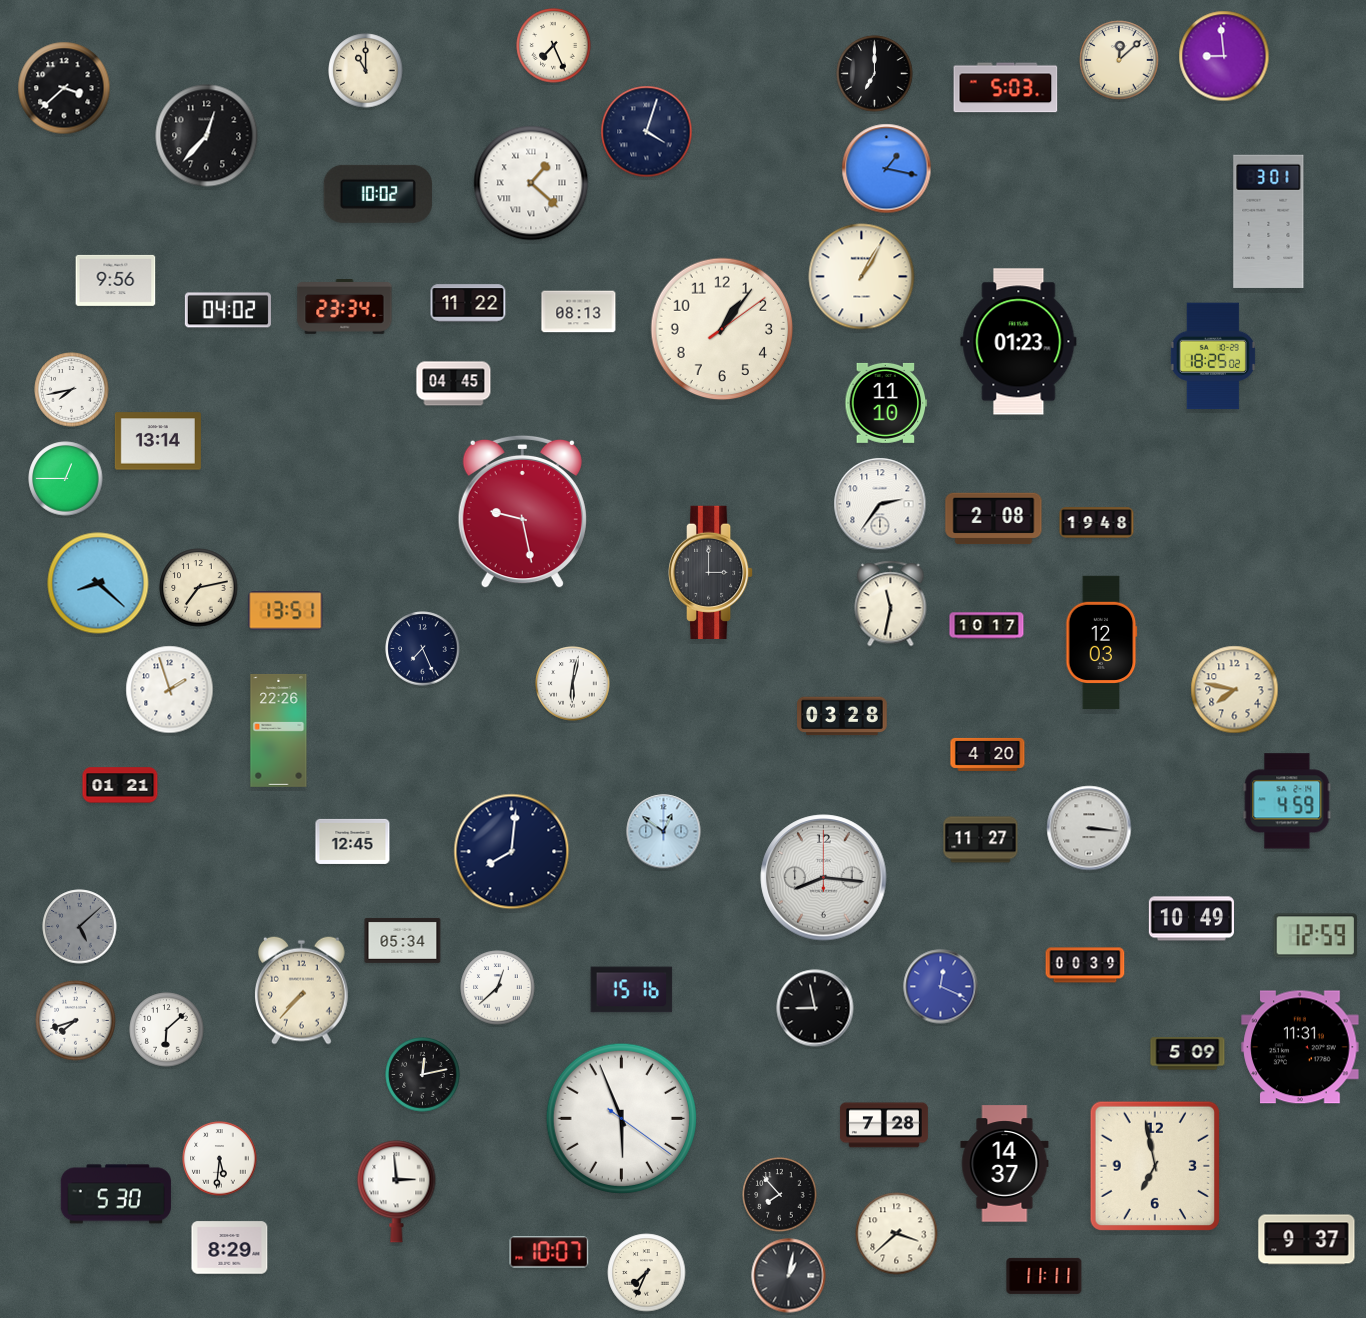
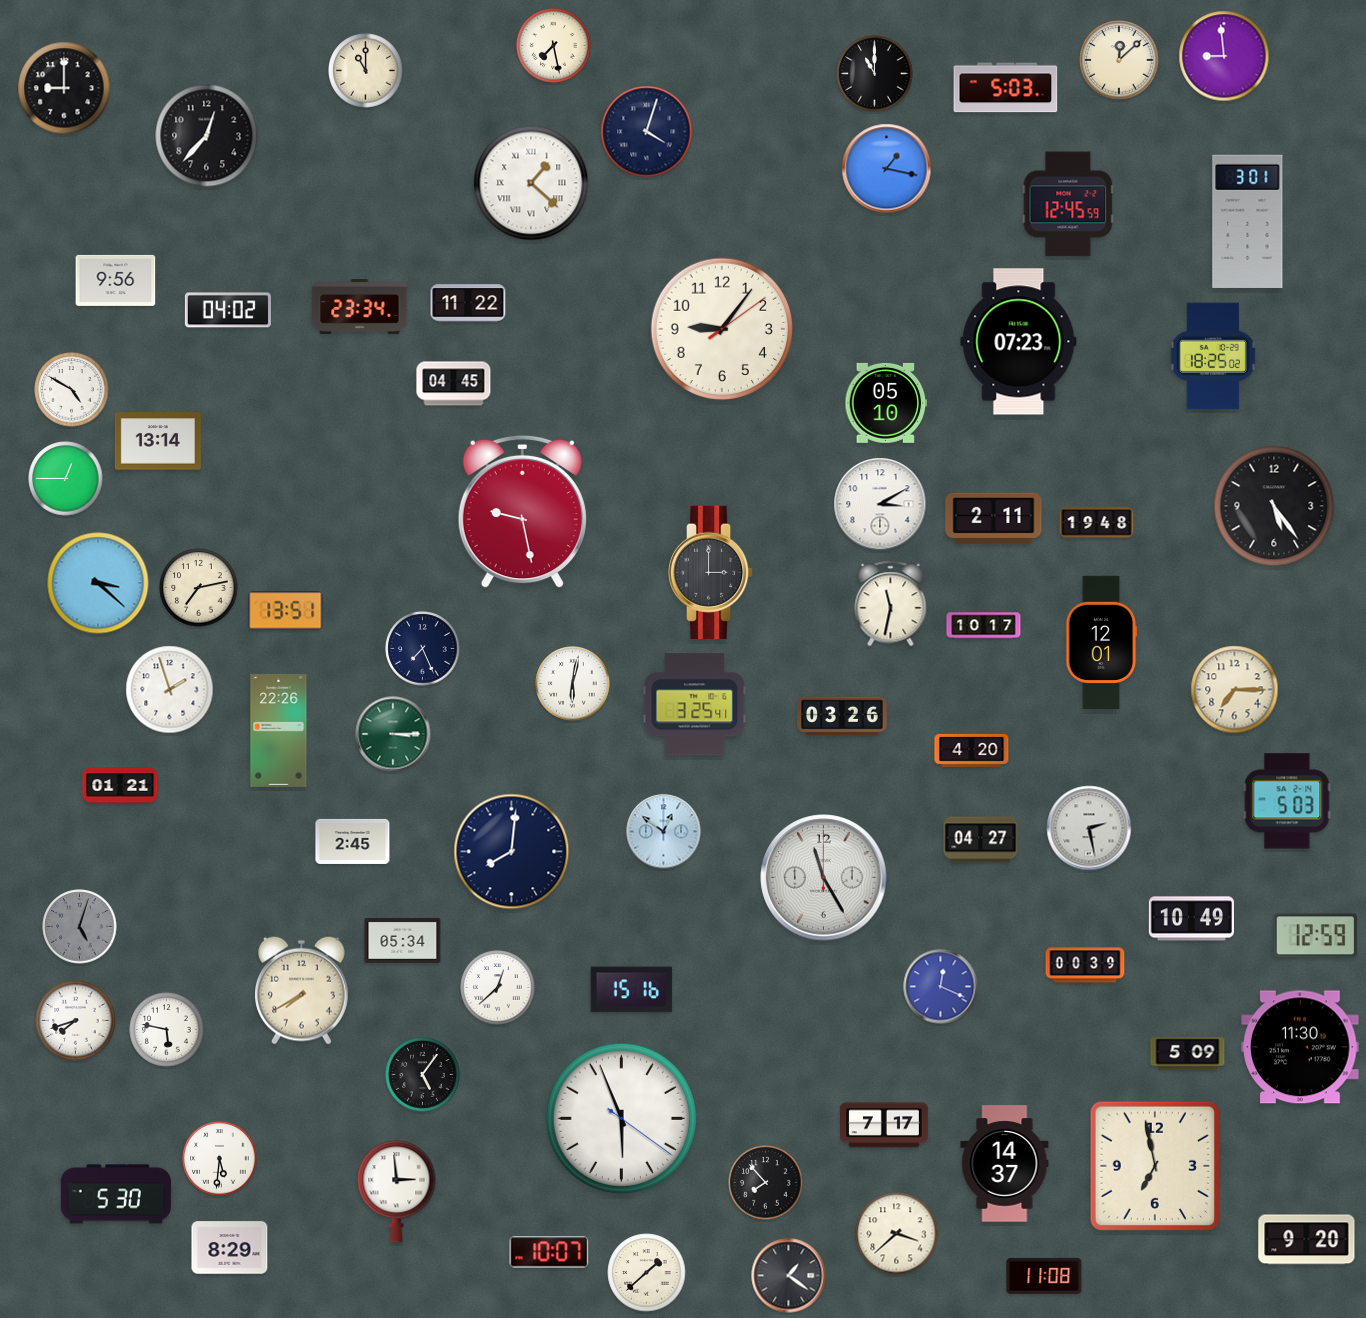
clock at (554, 46): 7:26 -> 7:28
clock at (875, 74): 7:00 -> 11:00
clock at (64, 88): 3:38 -> 9:00
clock at (378, 194): 10:02 -> none
clock at (1068, 204): none -> 12:45
clock at (1269, 221) position: (1269, 221) -> (1248, 221)
clock at (862, 277): 1:05 -> none
clock at (345, 307) position: (345, 307) -> (360, 307)
clock at (579, 312): 08:13 -> none
clock at (722, 329): 1:06 -> 9:06
clock at (1019, 342): 01:23 -> 07:23
clock at (72, 390): 7:43 -> 4:50
clock at (886, 403): 11:10 -> 05:10
clock at (880, 504): 2:36 -> 3:10
clock at (1274, 506): none -> 5:24
clock at (994, 519): 2:08 -> 2:11
clock at (98, 583): 8:22 -> 3:22
clock at (987, 626) position: (987, 626) -> (984, 626)
clock at (1102, 643): 12:03 -> 12:01
clock at (1235, 690): 7:47 -> 7:15
clock at (695, 705): none -> 3:25
clock at (842, 716): 03:28 -> 03:26
clock at (393, 734): none -> 3:15
clock at (988, 754) position: (988, 754) -> (972, 750)
clock at (1287, 801): 4:59 -> 5:03
clock at (1089, 828): 3:16 -> 2:28
clock at (981, 840): 11:27 -> 04:27
clock at (353, 841): 12:45 -> 2:45
clock at (824, 878): 8:16 -> 11:25
clock at (80, 927): 5:08 -> 5:03
clock at (302, 990): 7:37 -> 7:40
clock at (815, 1008): 8:58 -> none
clock at (167, 1030): 6:08 -> 5:47
clock at (1300, 1047): 11:31 -> 11:30
clock at (423, 1075): 12:13 -> 5:06
clock at (884, 1125): 7:28 -> 7:17
clock at (780, 1195) position: (780, 1195) -> (766, 1183)
clock at (1307, 1240): 9:37 -> 9:20
clock at (647, 1273): 7:34 -> 1:38
clock at (789, 1276): 1:02 -> 1:21
clock at (1044, 1276): 11:11 -> 11:08
